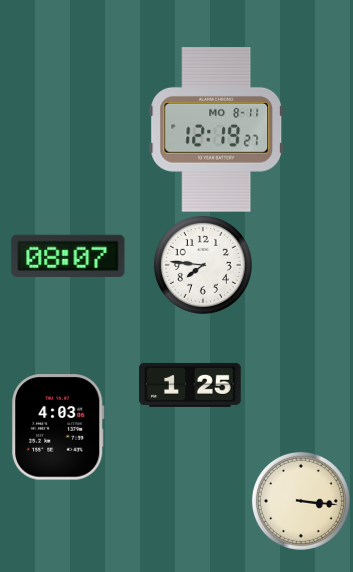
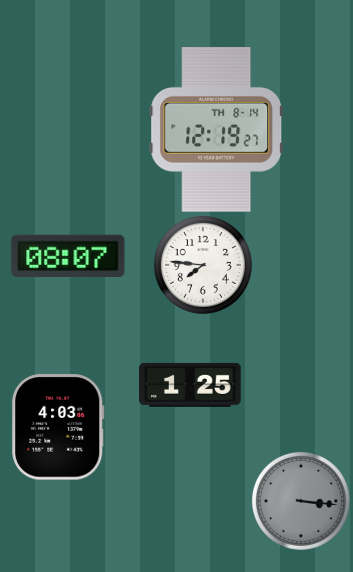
clock at (217, 130) date: MO 8-11 -> TH 8-14
clock at (301, 501) dial: cream -> grey
